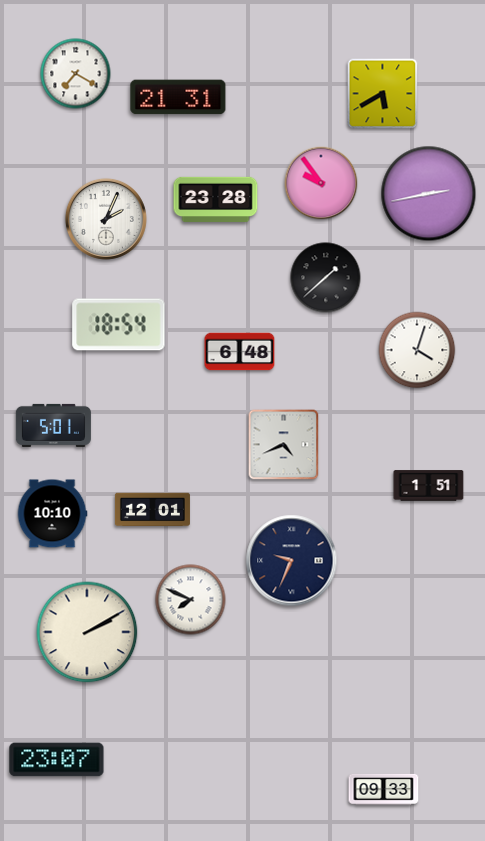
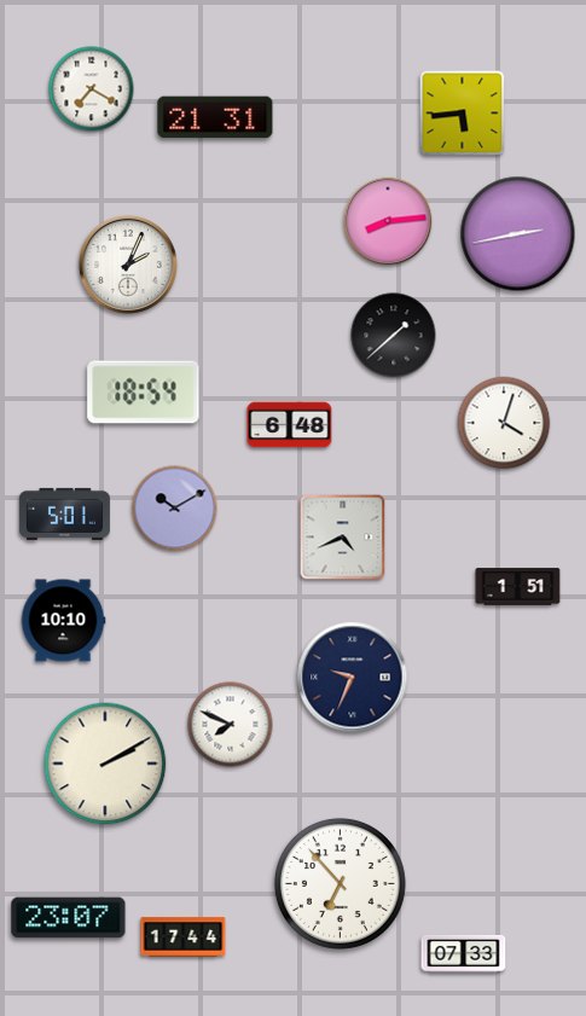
clock at (383, 94): 5:40 -> 5:44
clock at (321, 183): 9:54 -> 8:14
clock at (216, 200): 23:28 -> none
clock at (175, 509): none -> 10:10
clock at (152, 510): 12:01 -> none
clock at (340, 883): none -> 6:53
clock at (184, 937): none -> 17:44
clock at (384, 789): 09:33 -> 07:33
